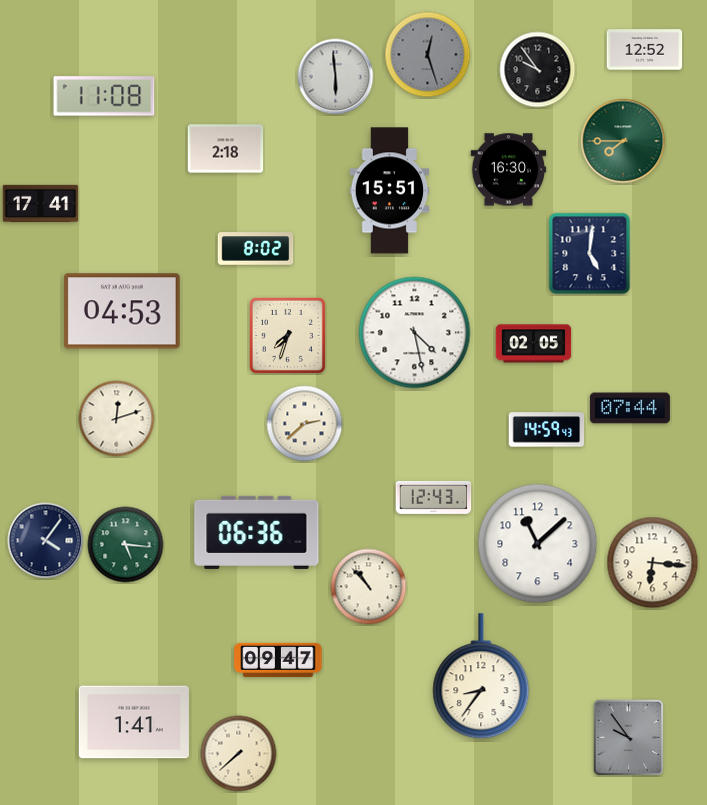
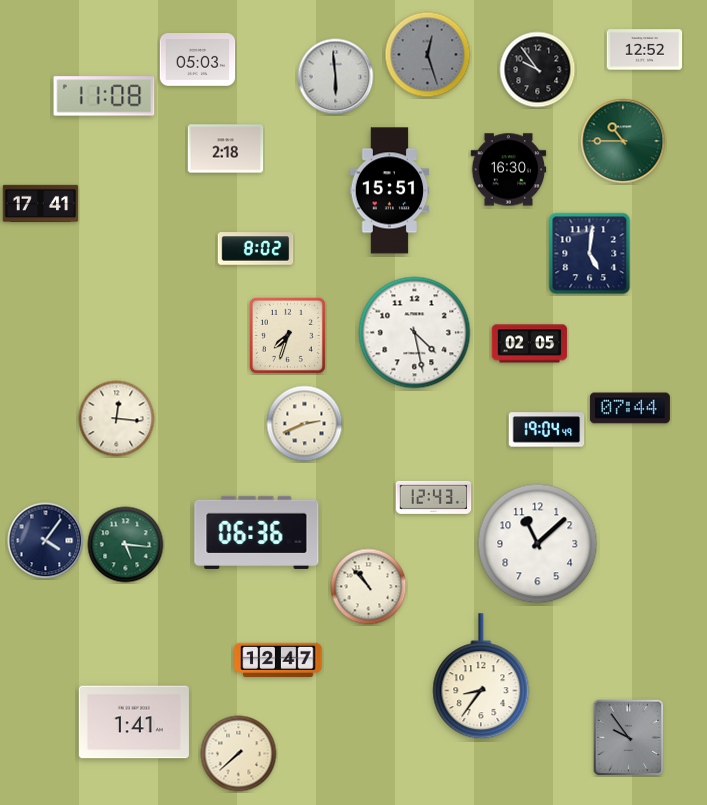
clock at (198, 60): none -> 05:03
clock at (623, 141): 7:45 -> 10:45
clock at (122, 311): 04:53 -> none
clock at (534, 344) position: (534, 344) -> (530, 344)
clock at (117, 419): 12:12 -> 12:16
clock at (305, 424): 2:38 -> 2:41
clock at (547, 430): 14:59 -> 19:04
clock at (653, 563): 6:16 -> none
clock at (278, 660): 09:47 -> 12:47
